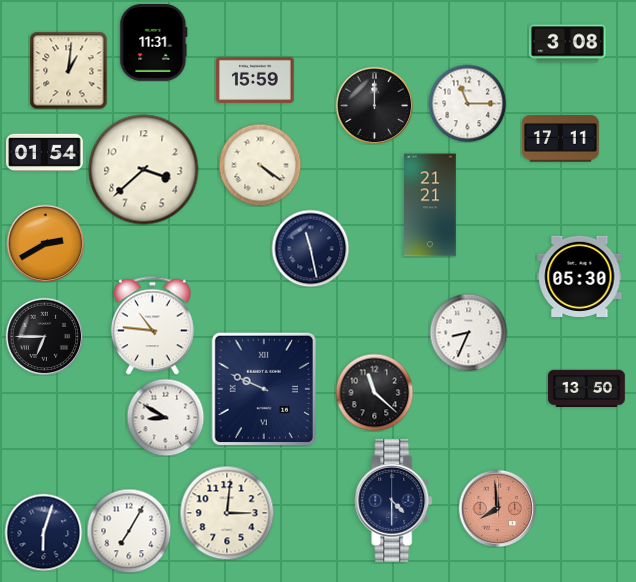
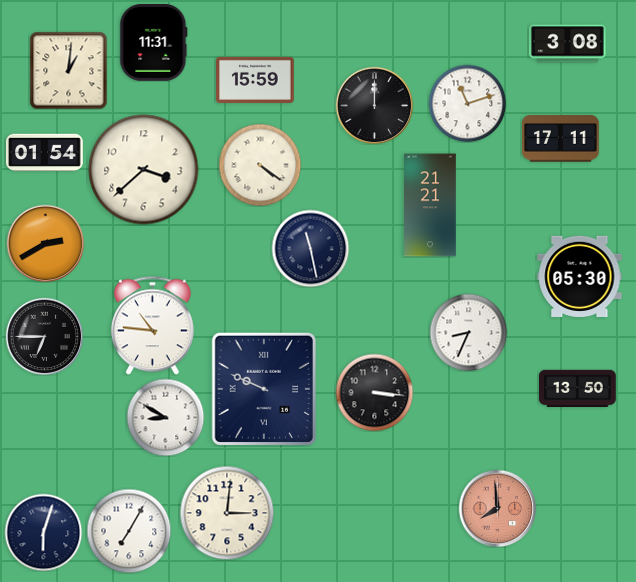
clock at (467, 103): 11:15 -> 11:12
clock at (587, 389) position: (587, 389) -> (578, 389)
clock at (374, 392): 11:22 -> 3:16
clock at (394, 500): 4:30 -> none
